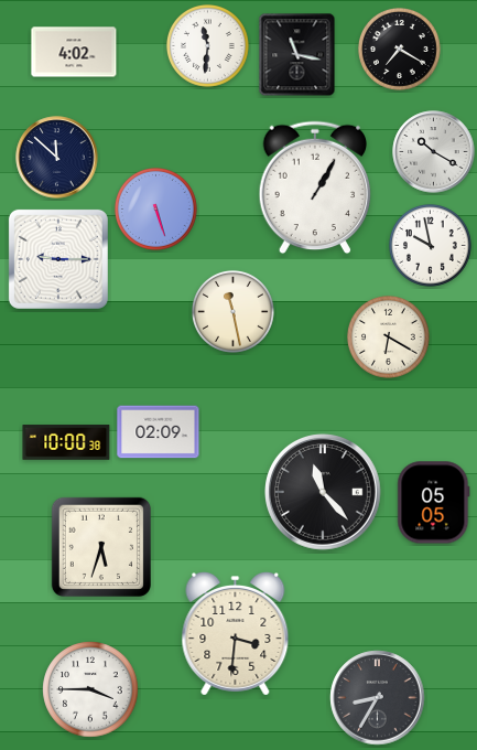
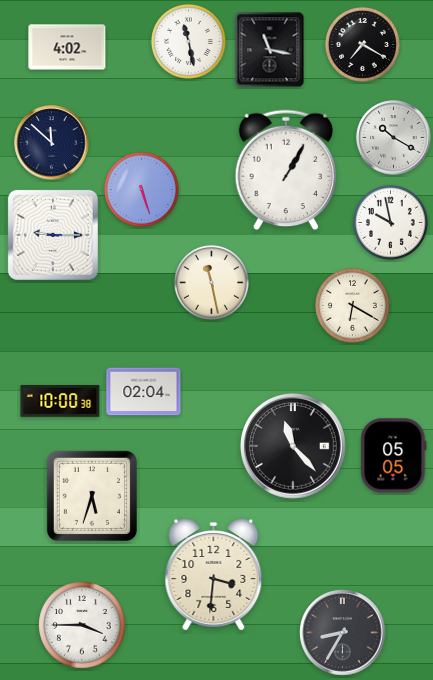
clock at (208, 46): 11:31 -> 11:28
clock at (159, 432): 02:09 -> 02:04
